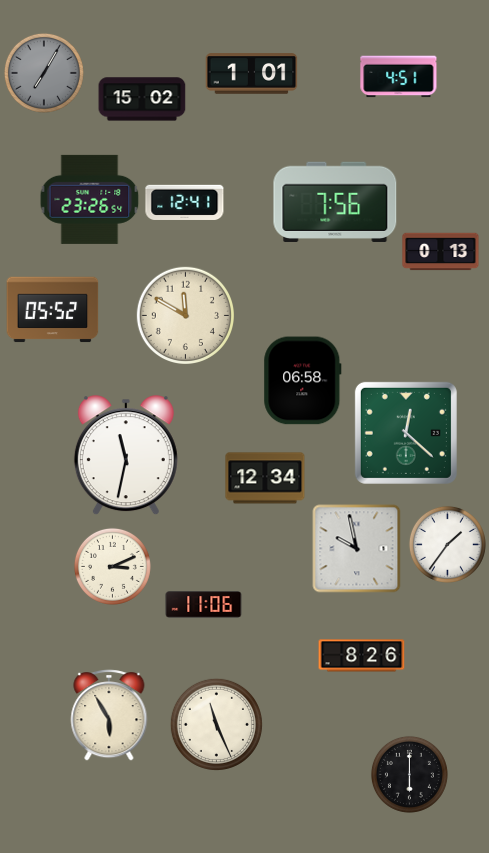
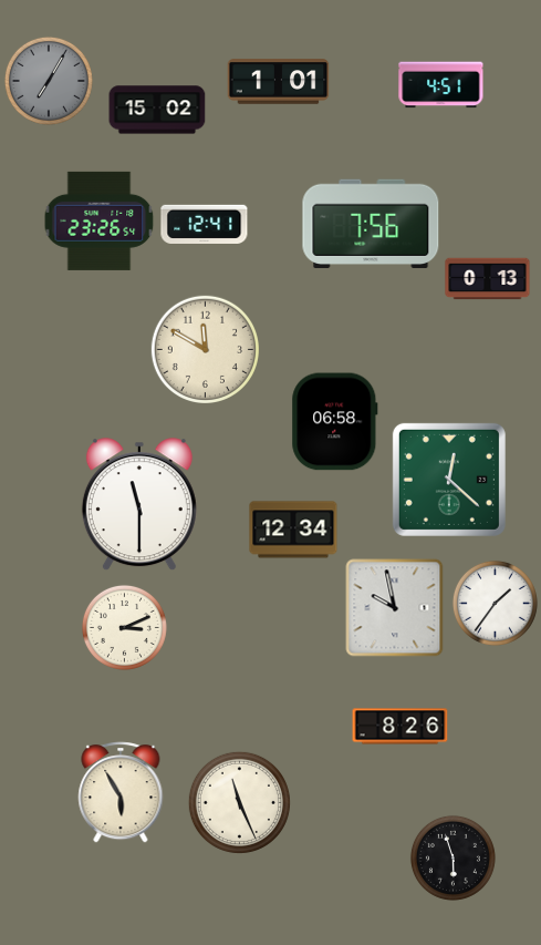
clock at (53, 310): 05:52 -> none
clock at (126, 456): 11:32 -> 11:30
clock at (204, 605): 11:06 -> none
clock at (409, 774): 6:00 -> 5:57
